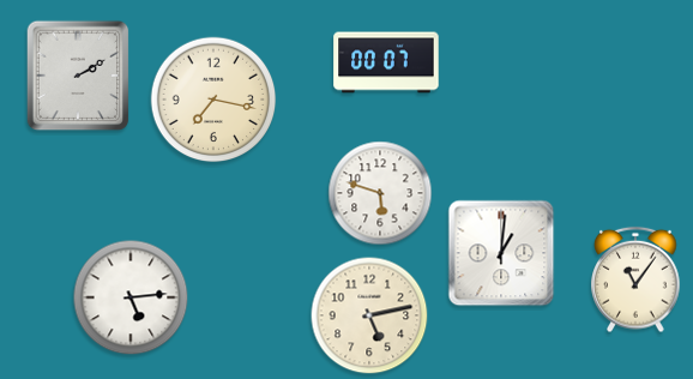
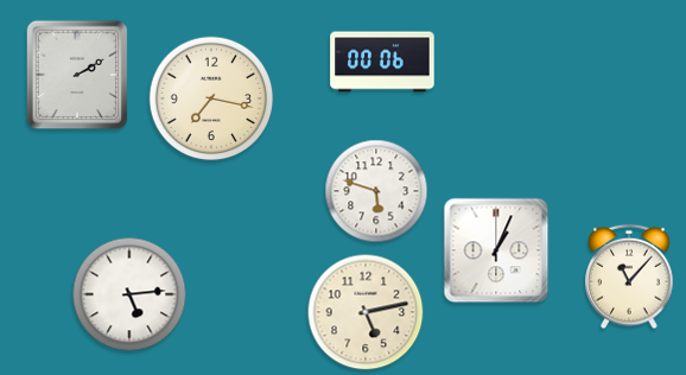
clock at (386, 62): 00:07 -> 00:06
clock at (501, 253): 1:01 -> 1:04
clock at (635, 279): 11:06 -> 11:07
